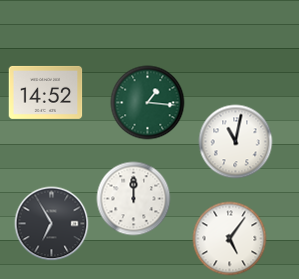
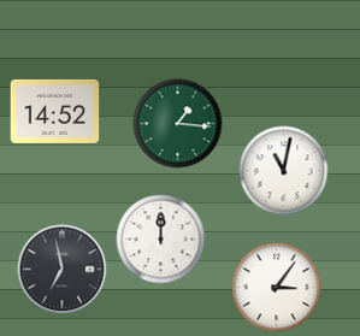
clock at (52, 224): 6:55 -> 6:58
clock at (230, 239): 5:06 -> 3:06
